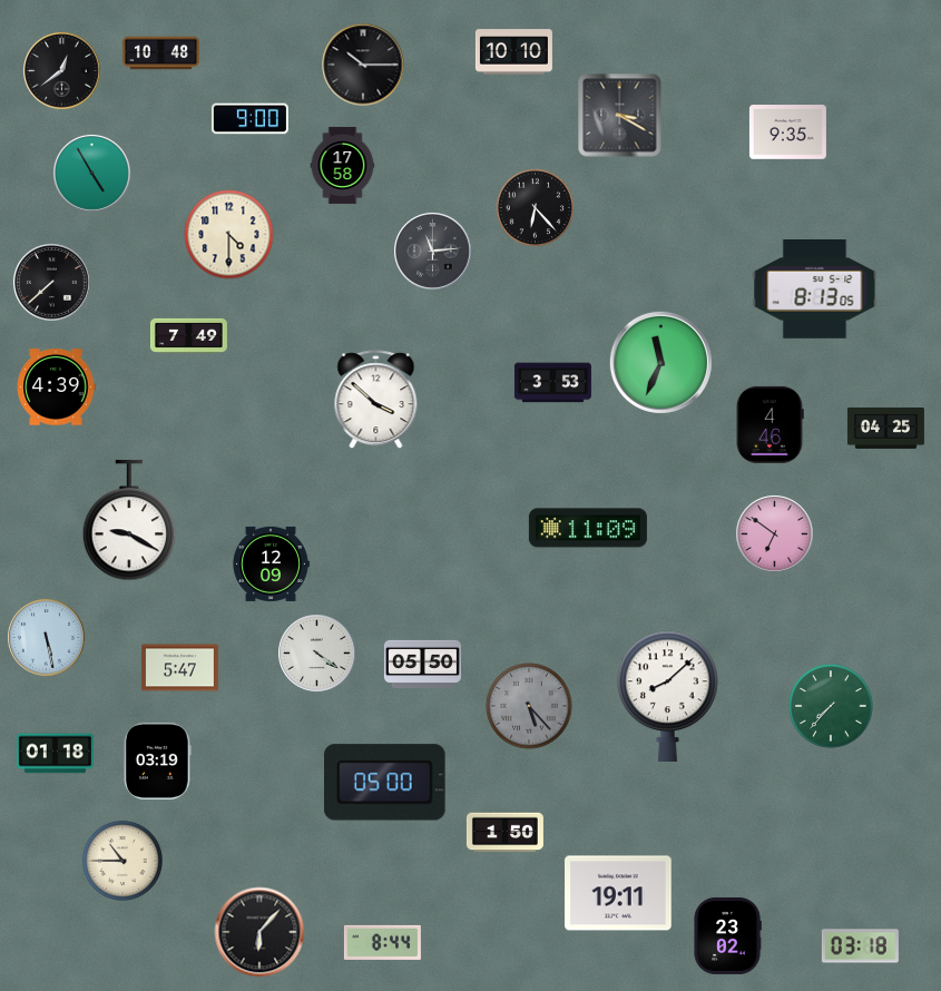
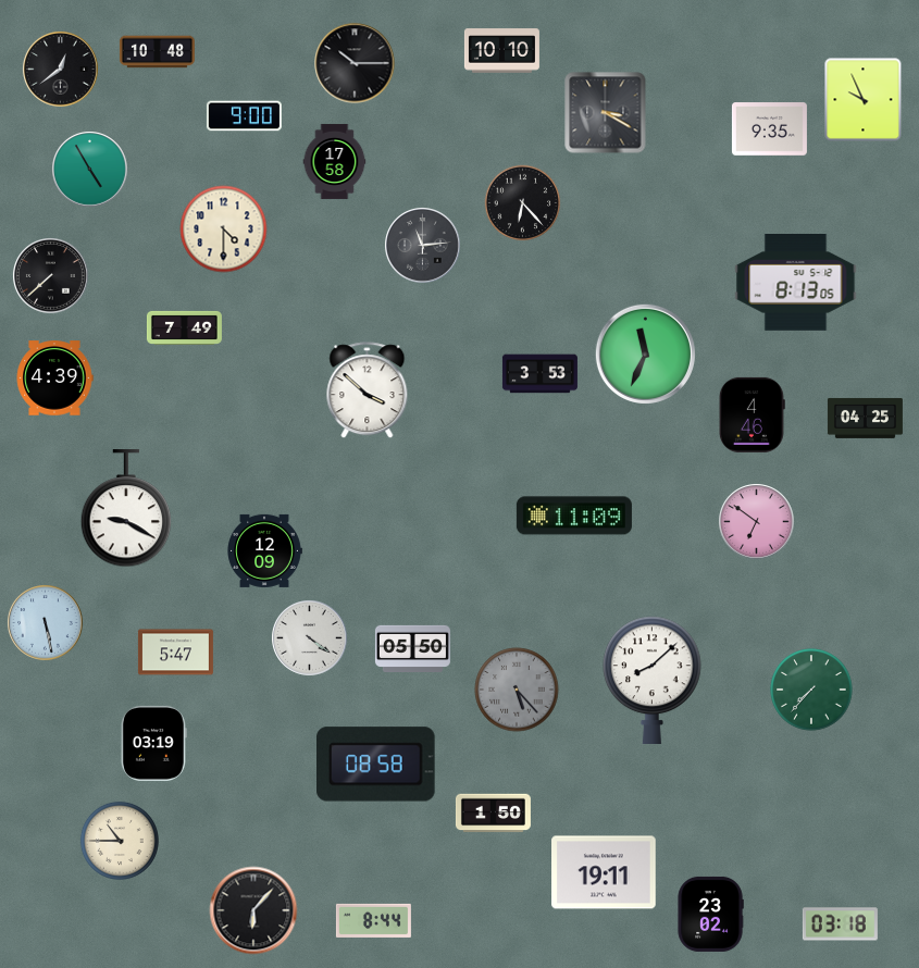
clock at (864, 100): none -> 9:56
clock at (55, 754): 01:18 -> none
clock at (385, 783): 05:00 -> 08:58
